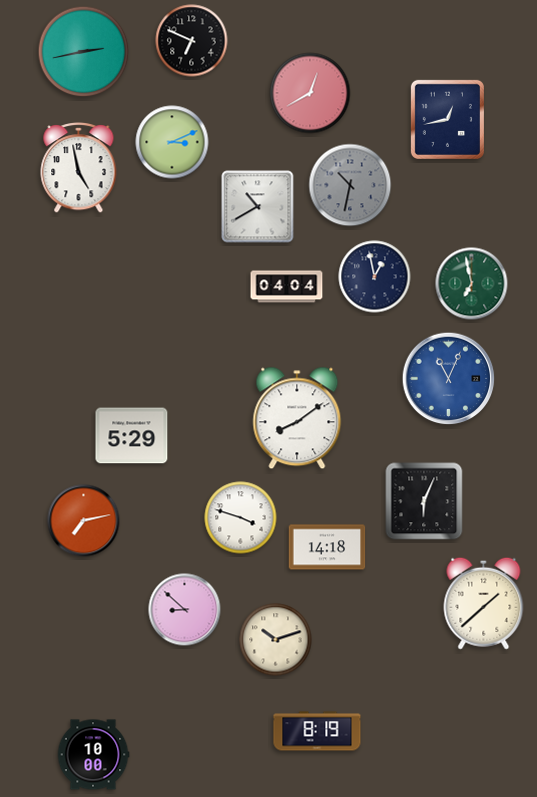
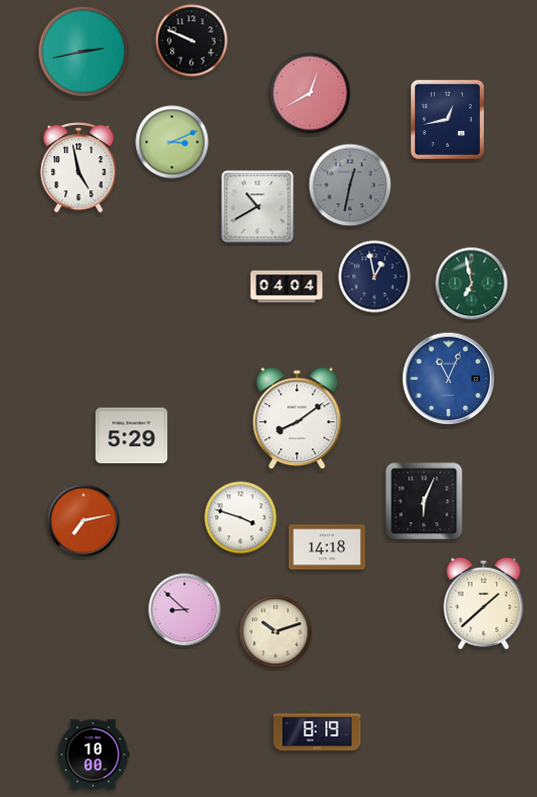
clock at (192, 41): 6:49 -> 9:49
clock at (350, 185): 10:32 -> 12:32
clock at (276, 640) position: (276, 640) -> (276, 632)
